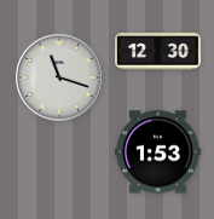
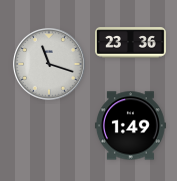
clock at (158, 52): 12:30 -> 23:36
clock at (157, 152): 1:53 -> 1:49
